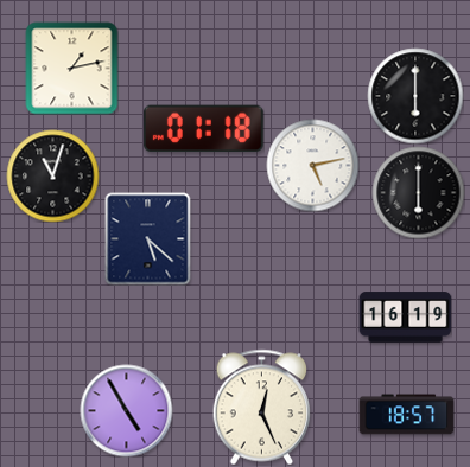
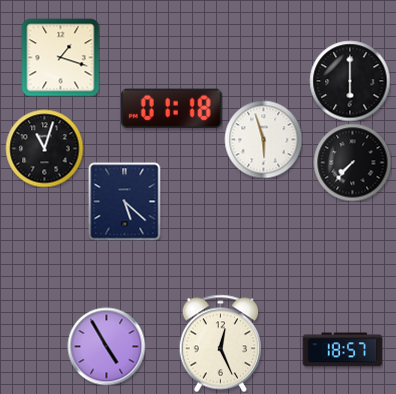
clock at (71, 68): 1:13 -> 1:18
clock at (312, 165): 5:13 -> 5:57
clock at (418, 192): 6:00 -> 7:37
clock at (405, 318): 16:19 -> none
